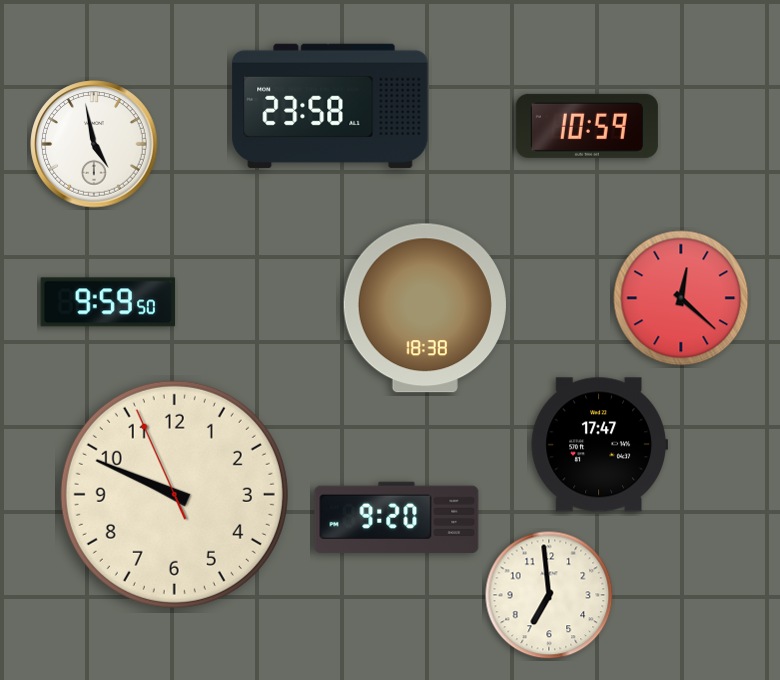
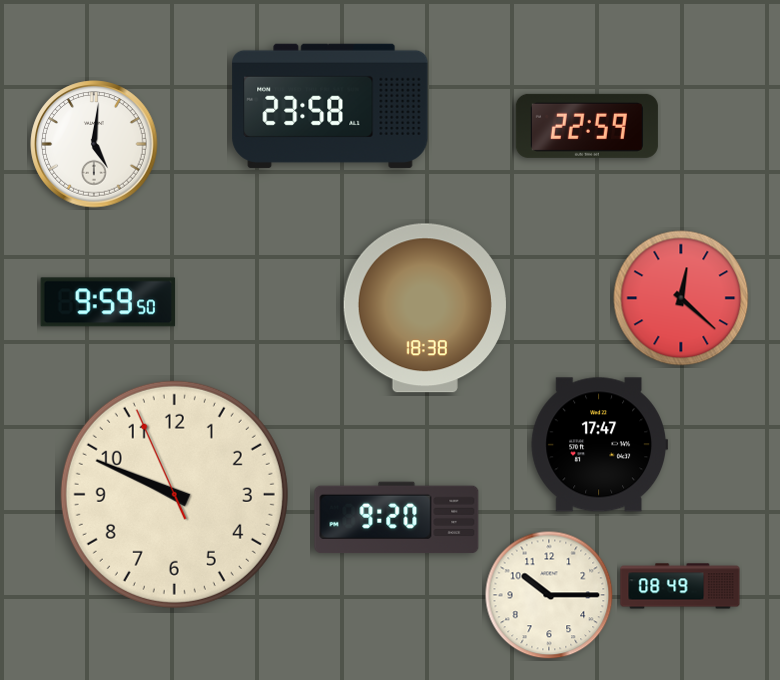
clock at (587, 126): 10:59 -> 22:59
clock at (94, 144): 4:58 -> 5:01
clock at (680, 586): none -> 08:49
clock at (549, 595): 6:59 -> 10:15
